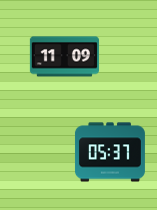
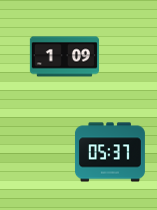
clock at (64, 57): 11:09 -> 1:09
